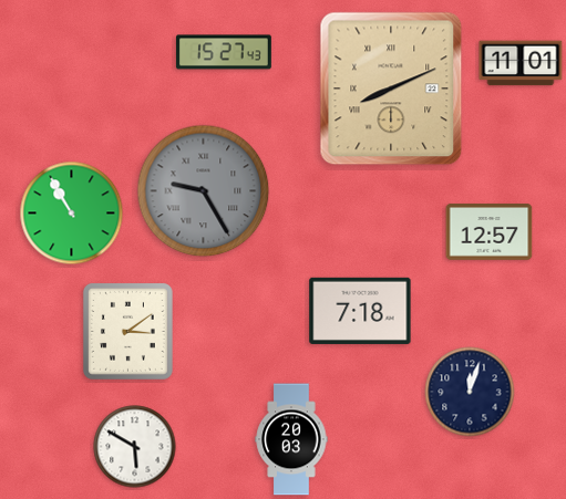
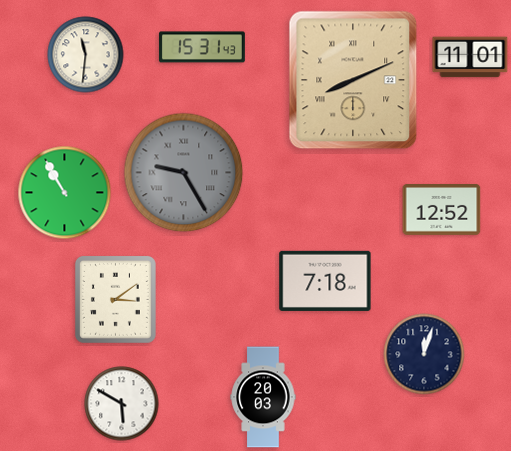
clock at (224, 52): 15:27 -> 15:31
clock at (86, 55): none -> 11:31
clock at (490, 232): 12:57 -> 12:52
